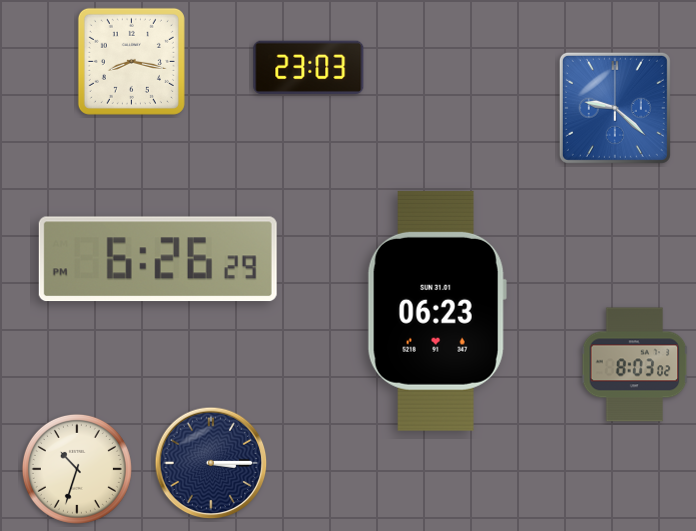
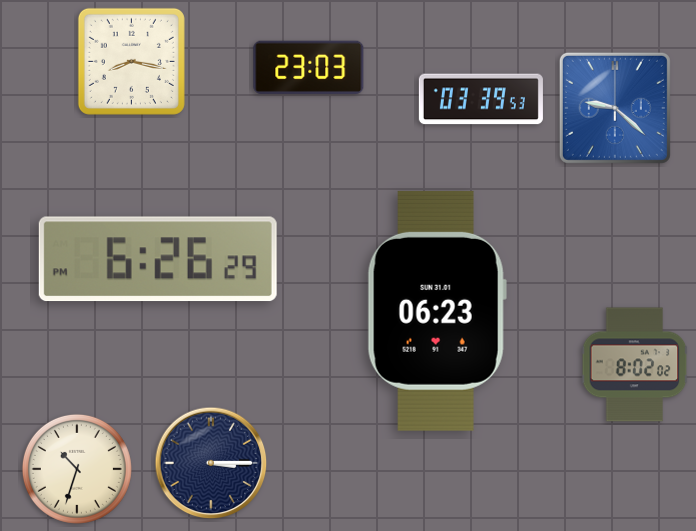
clock at (481, 99): none -> 03:39
clock at (635, 365): 8:03 -> 8:02
